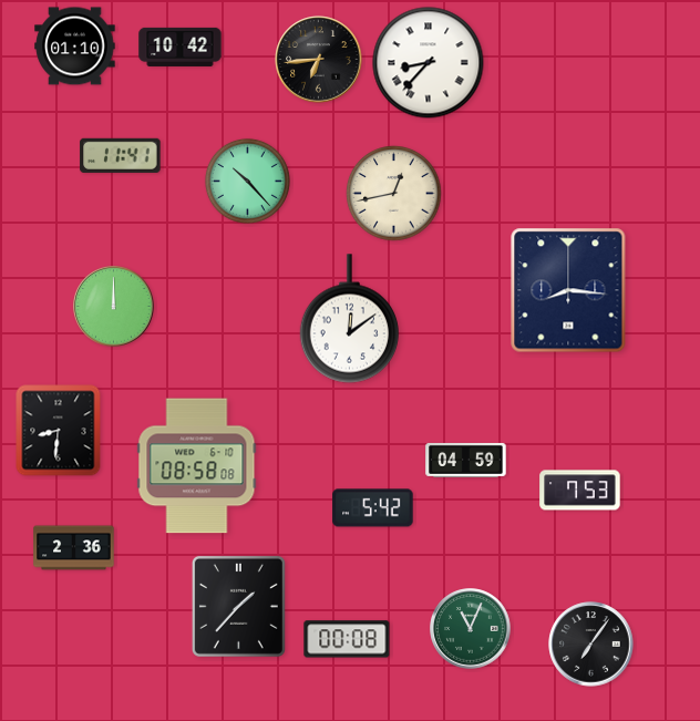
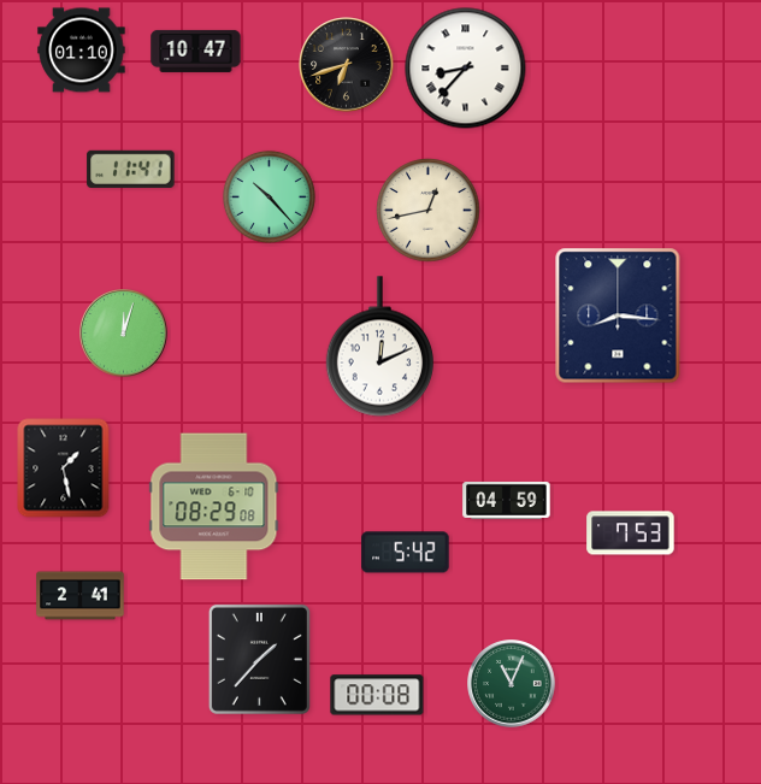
clock at (181, 47): 10:42 -> 10:47
clock at (319, 60): 6:44 -> 6:42
clock at (114, 307): 12:00 -> 12:03
clock at (350, 319): 12:09 -> 12:11
clock at (59, 431): 8:31 -> 1:28
clock at (197, 466): 08:58 -> 08:29
clock at (74, 548): 2:36 -> 2:41
clock at (591, 645): 7:06 -> none
